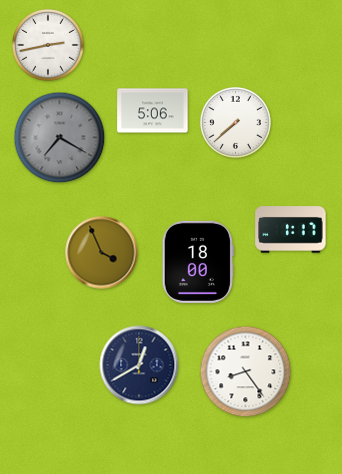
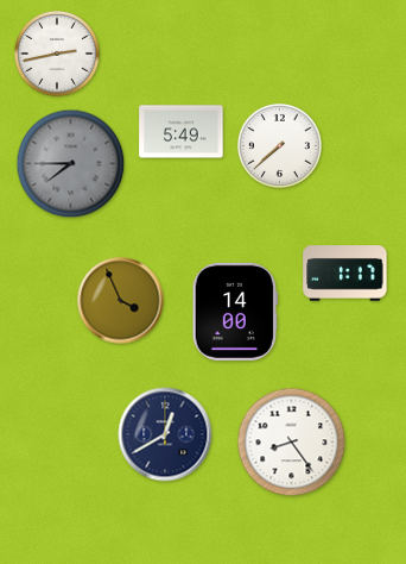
clock at (153, 111): 5:06 -> 5:49
clock at (60, 138): 7:20 -> 7:45
clock at (198, 262): 18:00 -> 14:00
